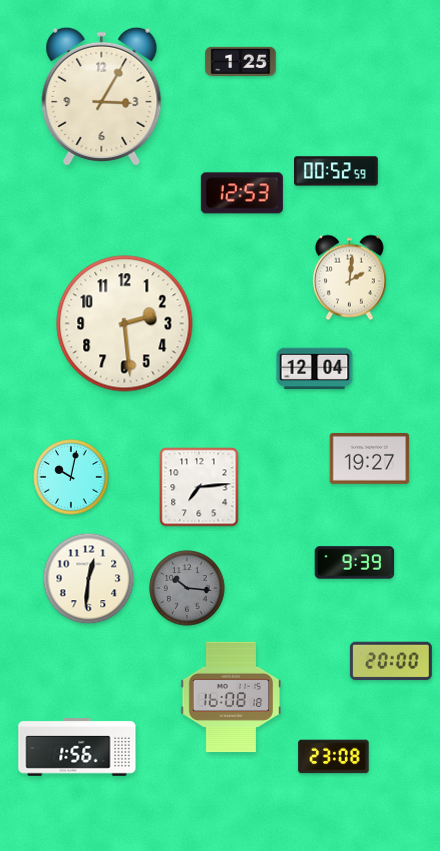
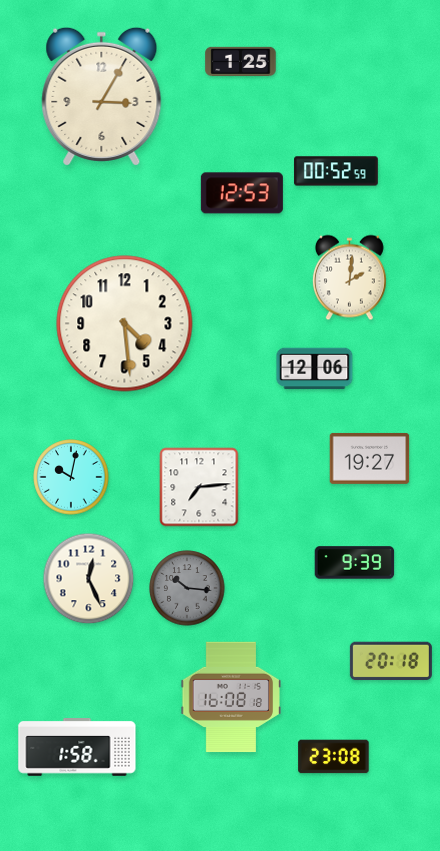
clock at (125, 324): 2:29 -> 4:29
clock at (315, 369): 12:04 -> 12:06
clock at (89, 579): 12:31 -> 12:26
clock at (391, 661): 20:00 -> 20:18
clock at (77, 748): 1:56 -> 1:58
